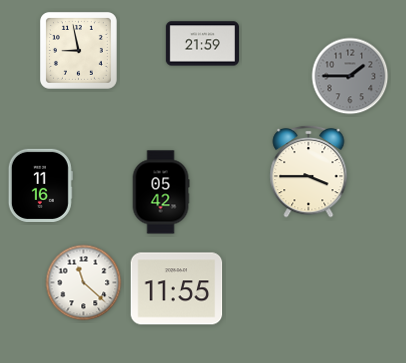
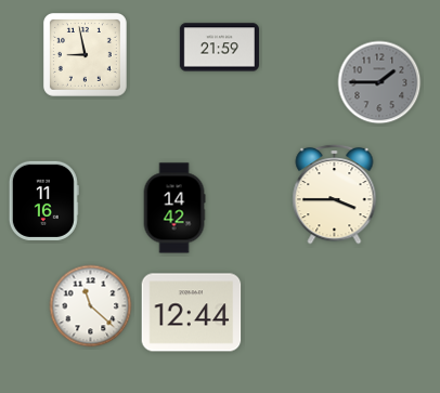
clock at (309, 171) position: (309, 171) -> (335, 194)
clock at (161, 192): 05:42 -> 14:42
clock at (177, 289): 11:55 -> 12:44
